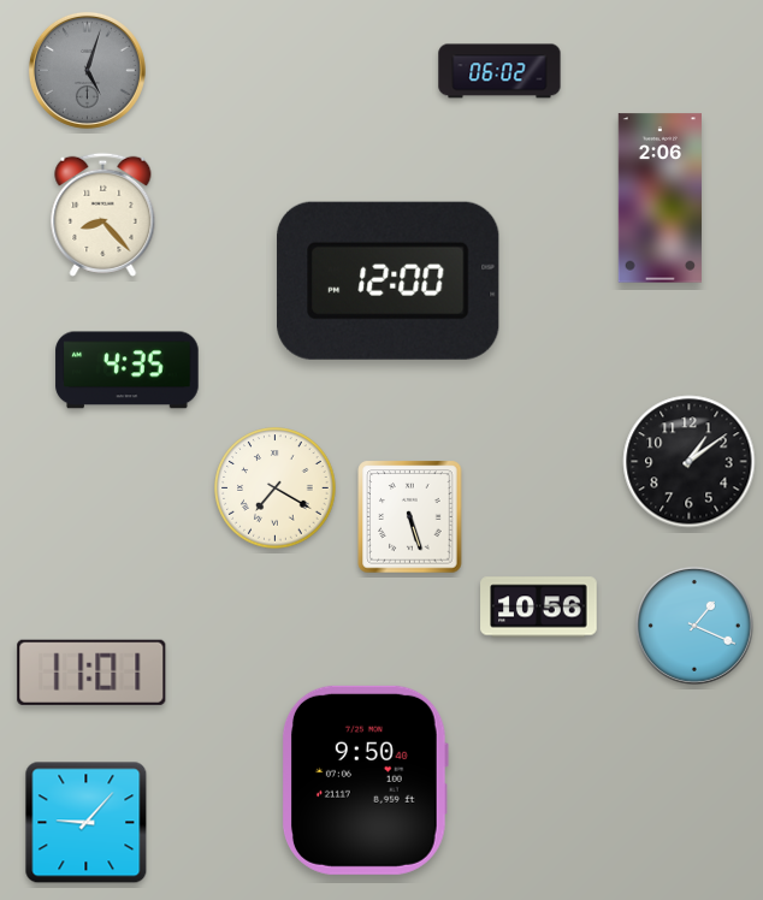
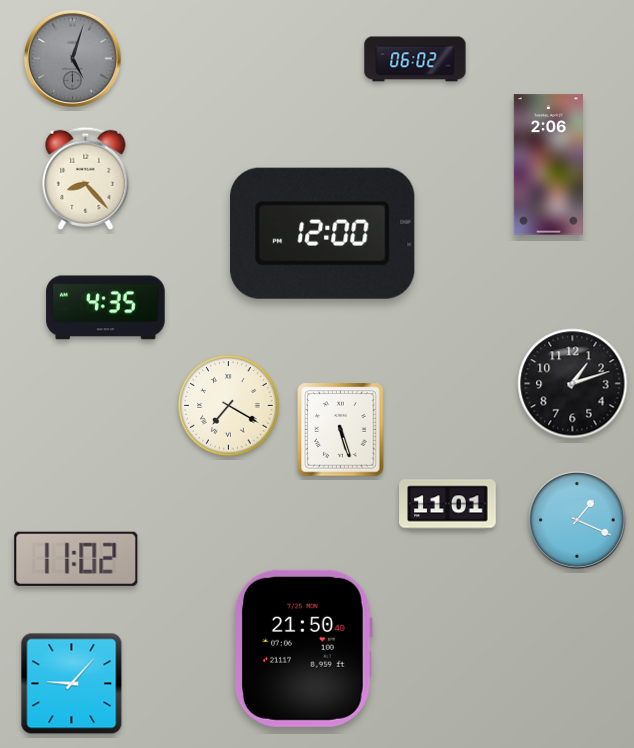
clock at (690, 462): 1:09 -> 1:12
clock at (539, 608): 10:56 -> 11:01
clock at (91, 673): 11:01 -> 11:02
clock at (365, 780): 9:50 -> 21:50
